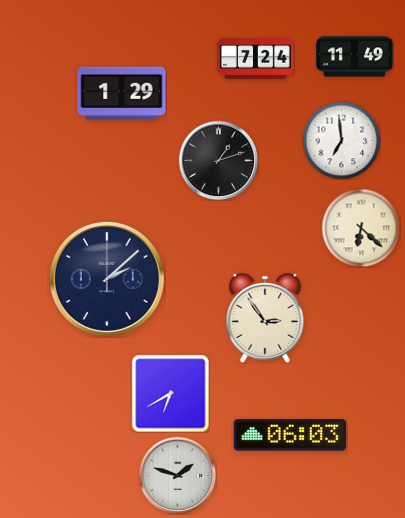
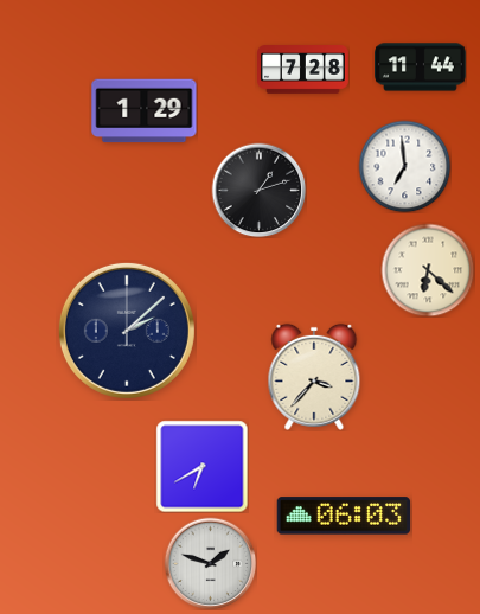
clock at (355, 57): 11:49 -> 11:44
clock at (256, 59): 7:24 -> 7:28
clock at (265, 318): 2:54 -> 3:37
